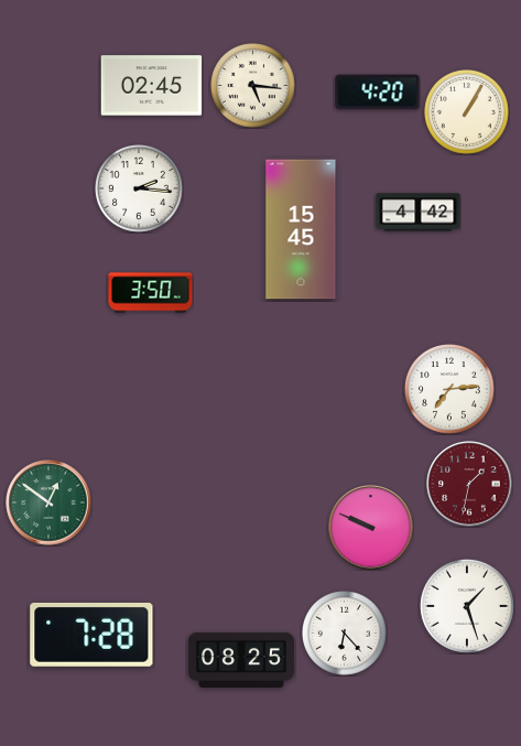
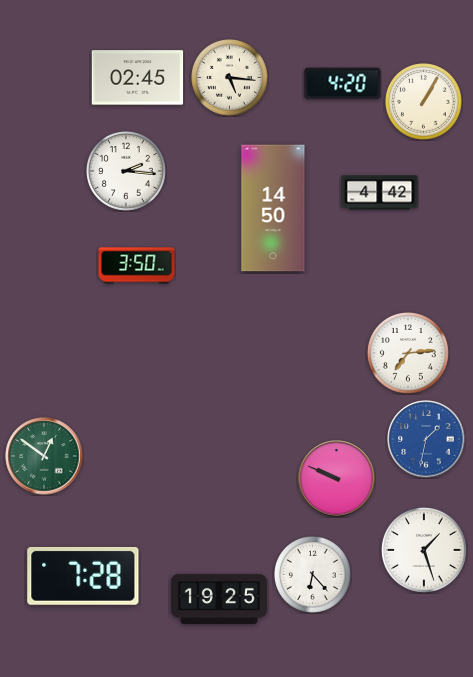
clock at (301, 229): 15:45 -> 14:50
clock at (469, 484) dial: burgundy -> blue
clock at (241, 660): 08:25 -> 19:25
